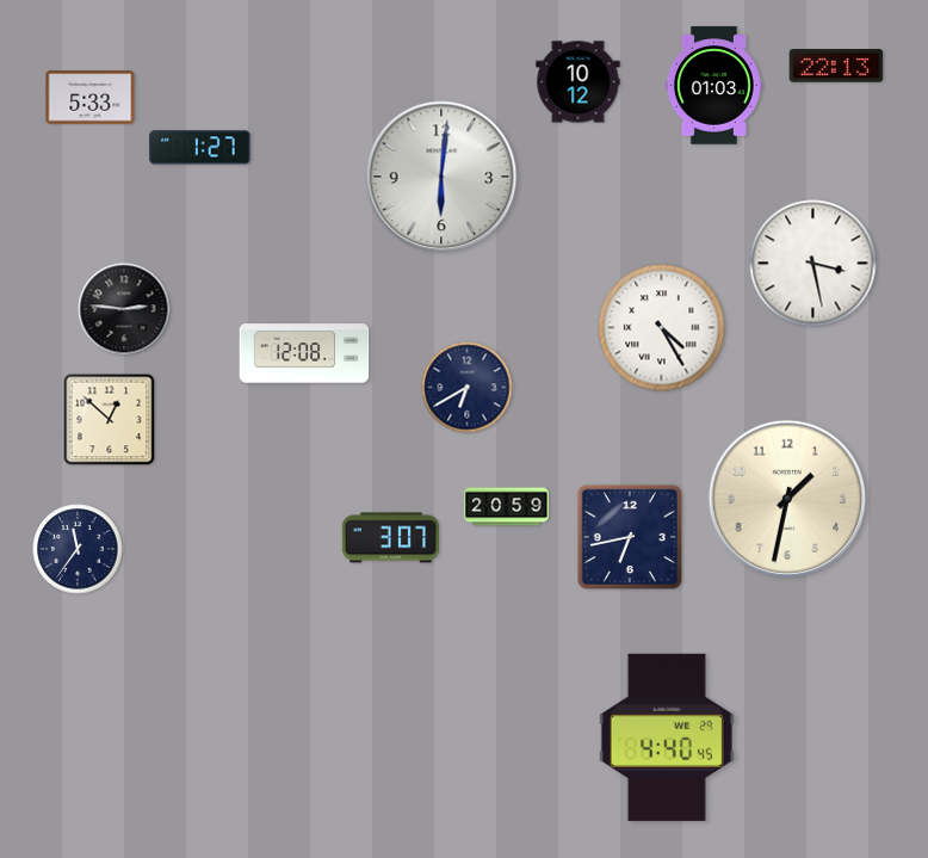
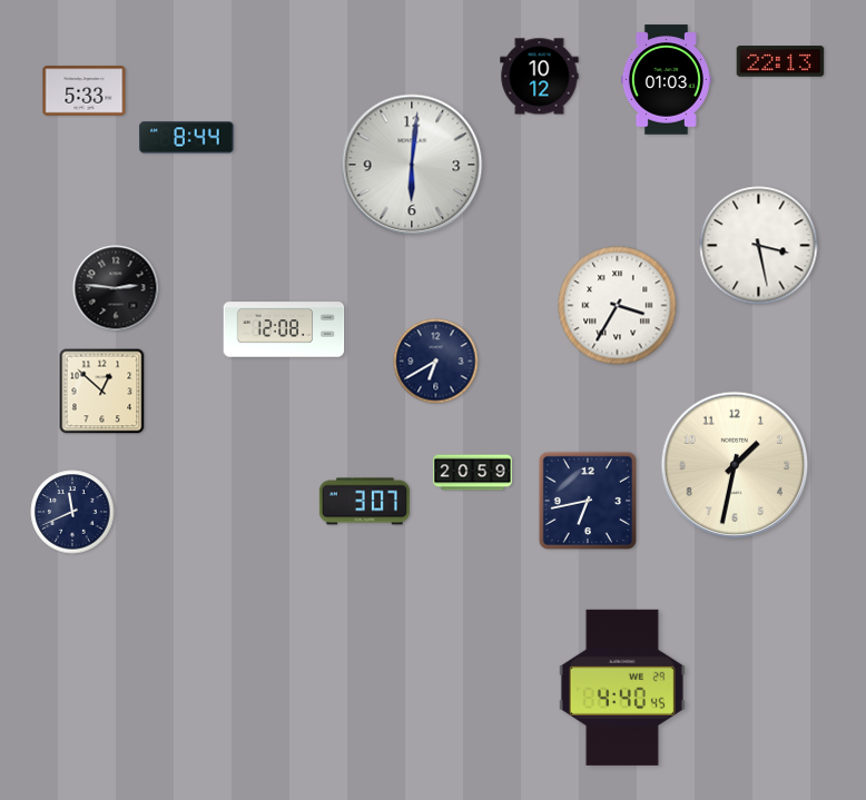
clock at (200, 148): 1:27 -> 8:44
clock at (662, 328): 4:25 -> 3:35
clock at (78, 549): 11:36 -> 11:41
